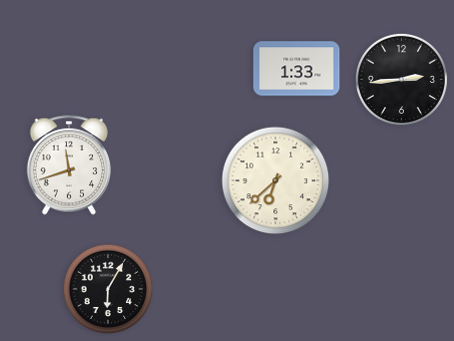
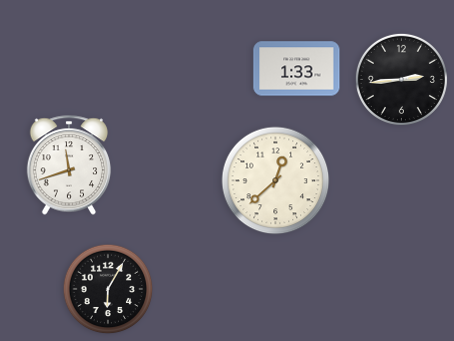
clock at (276, 181): 6:38 -> 12:38
